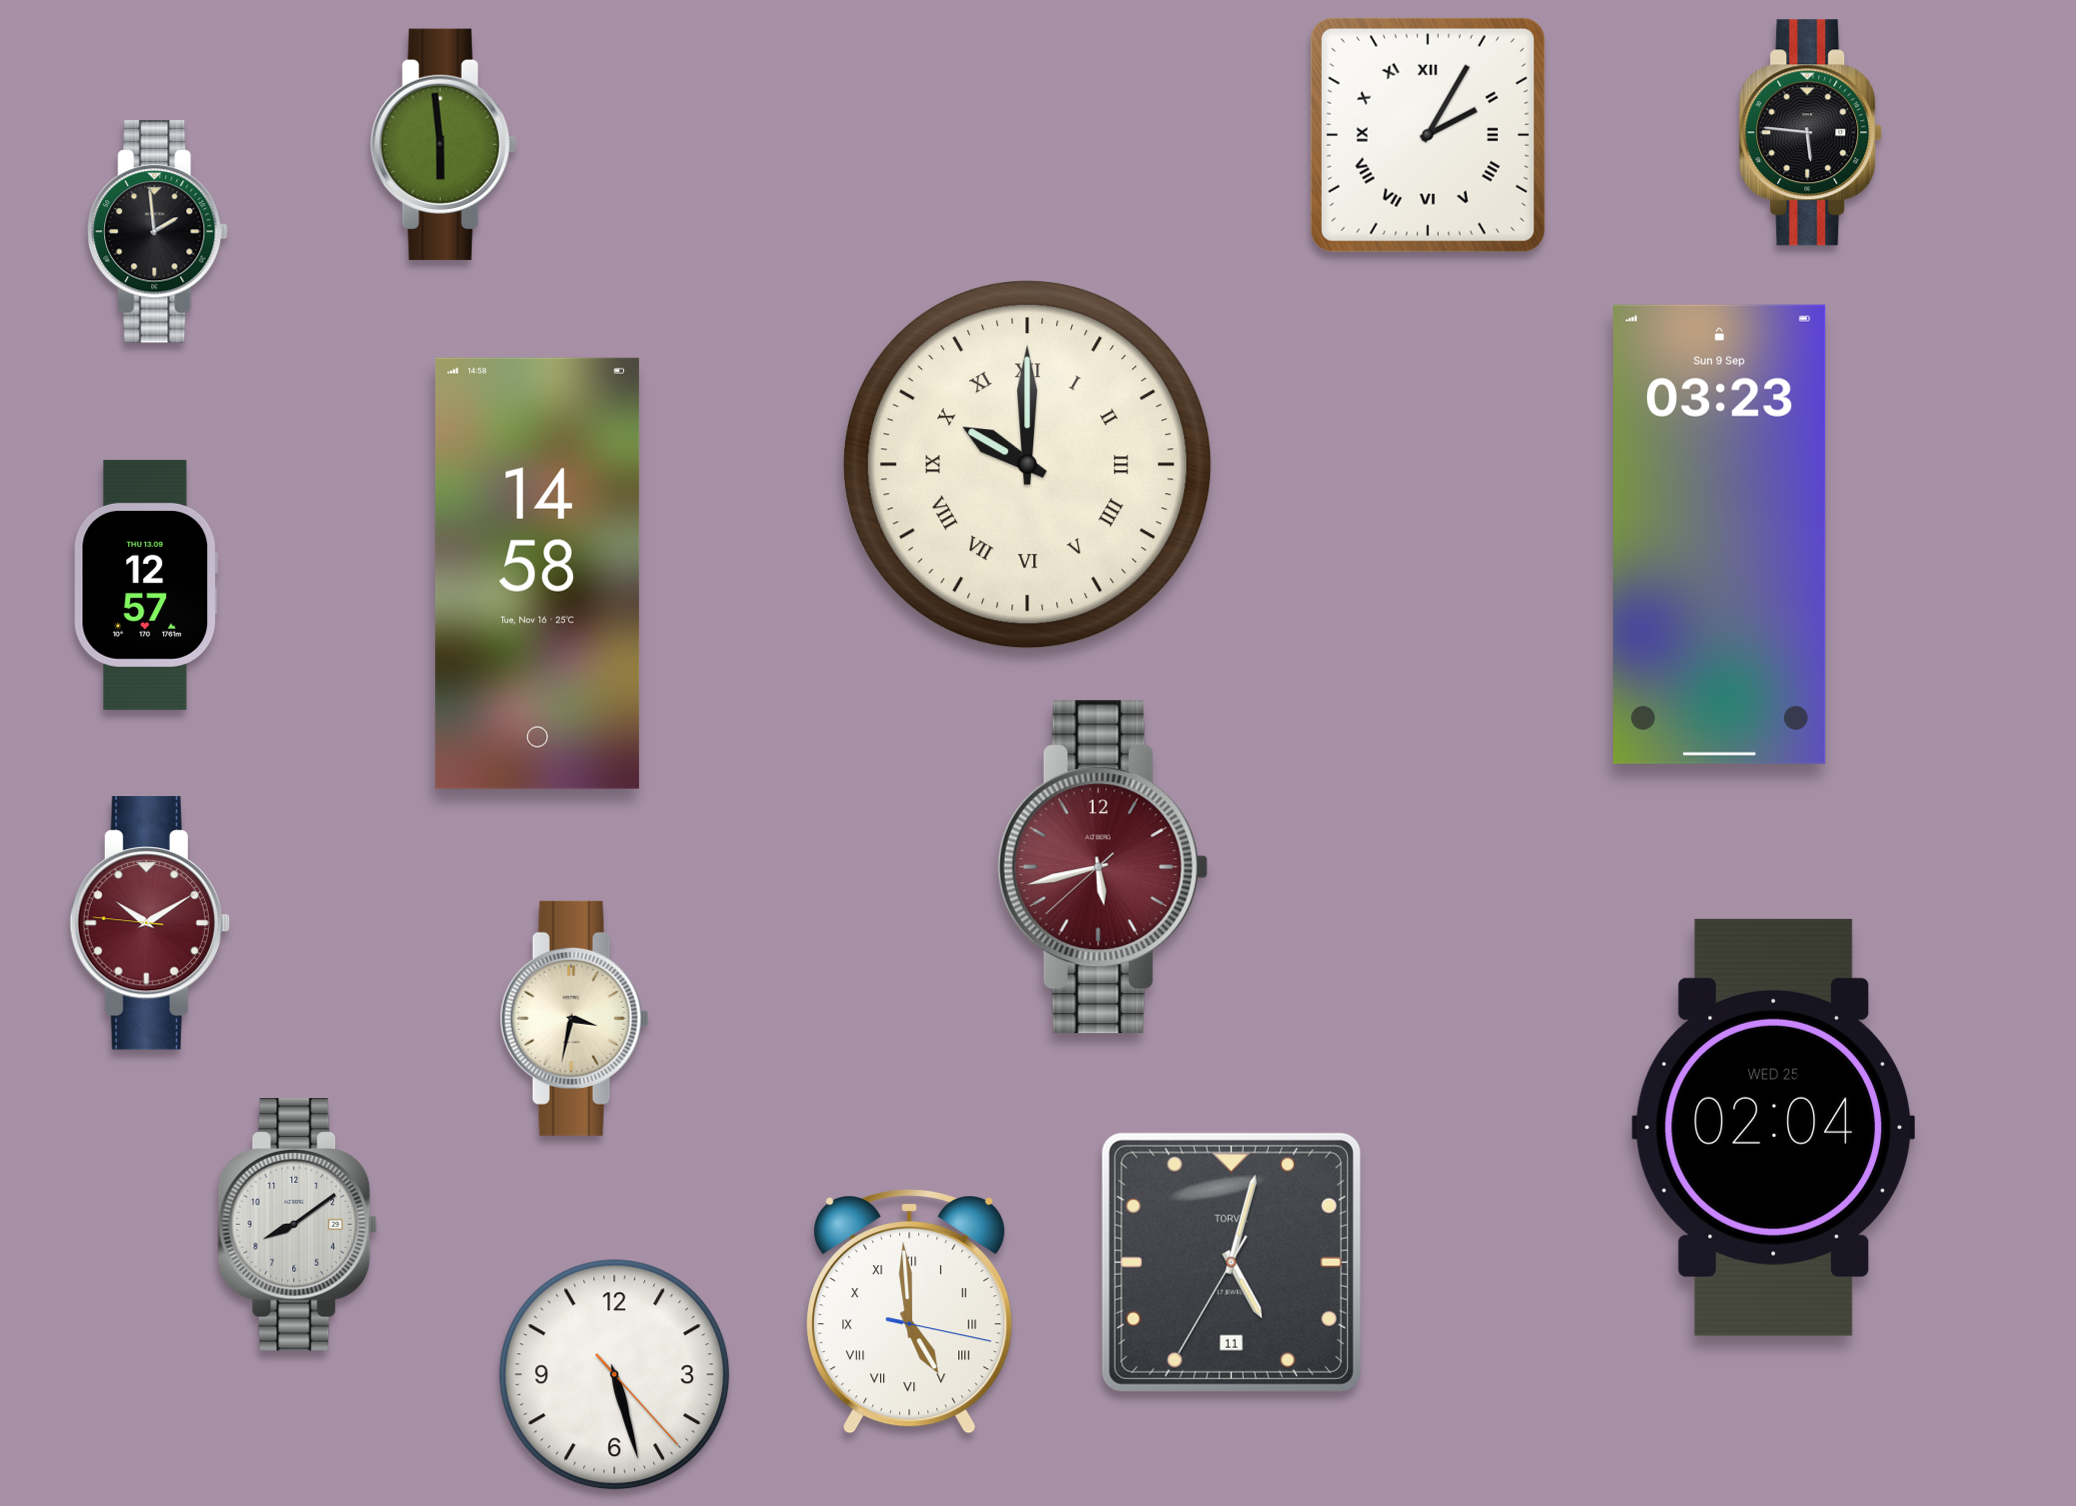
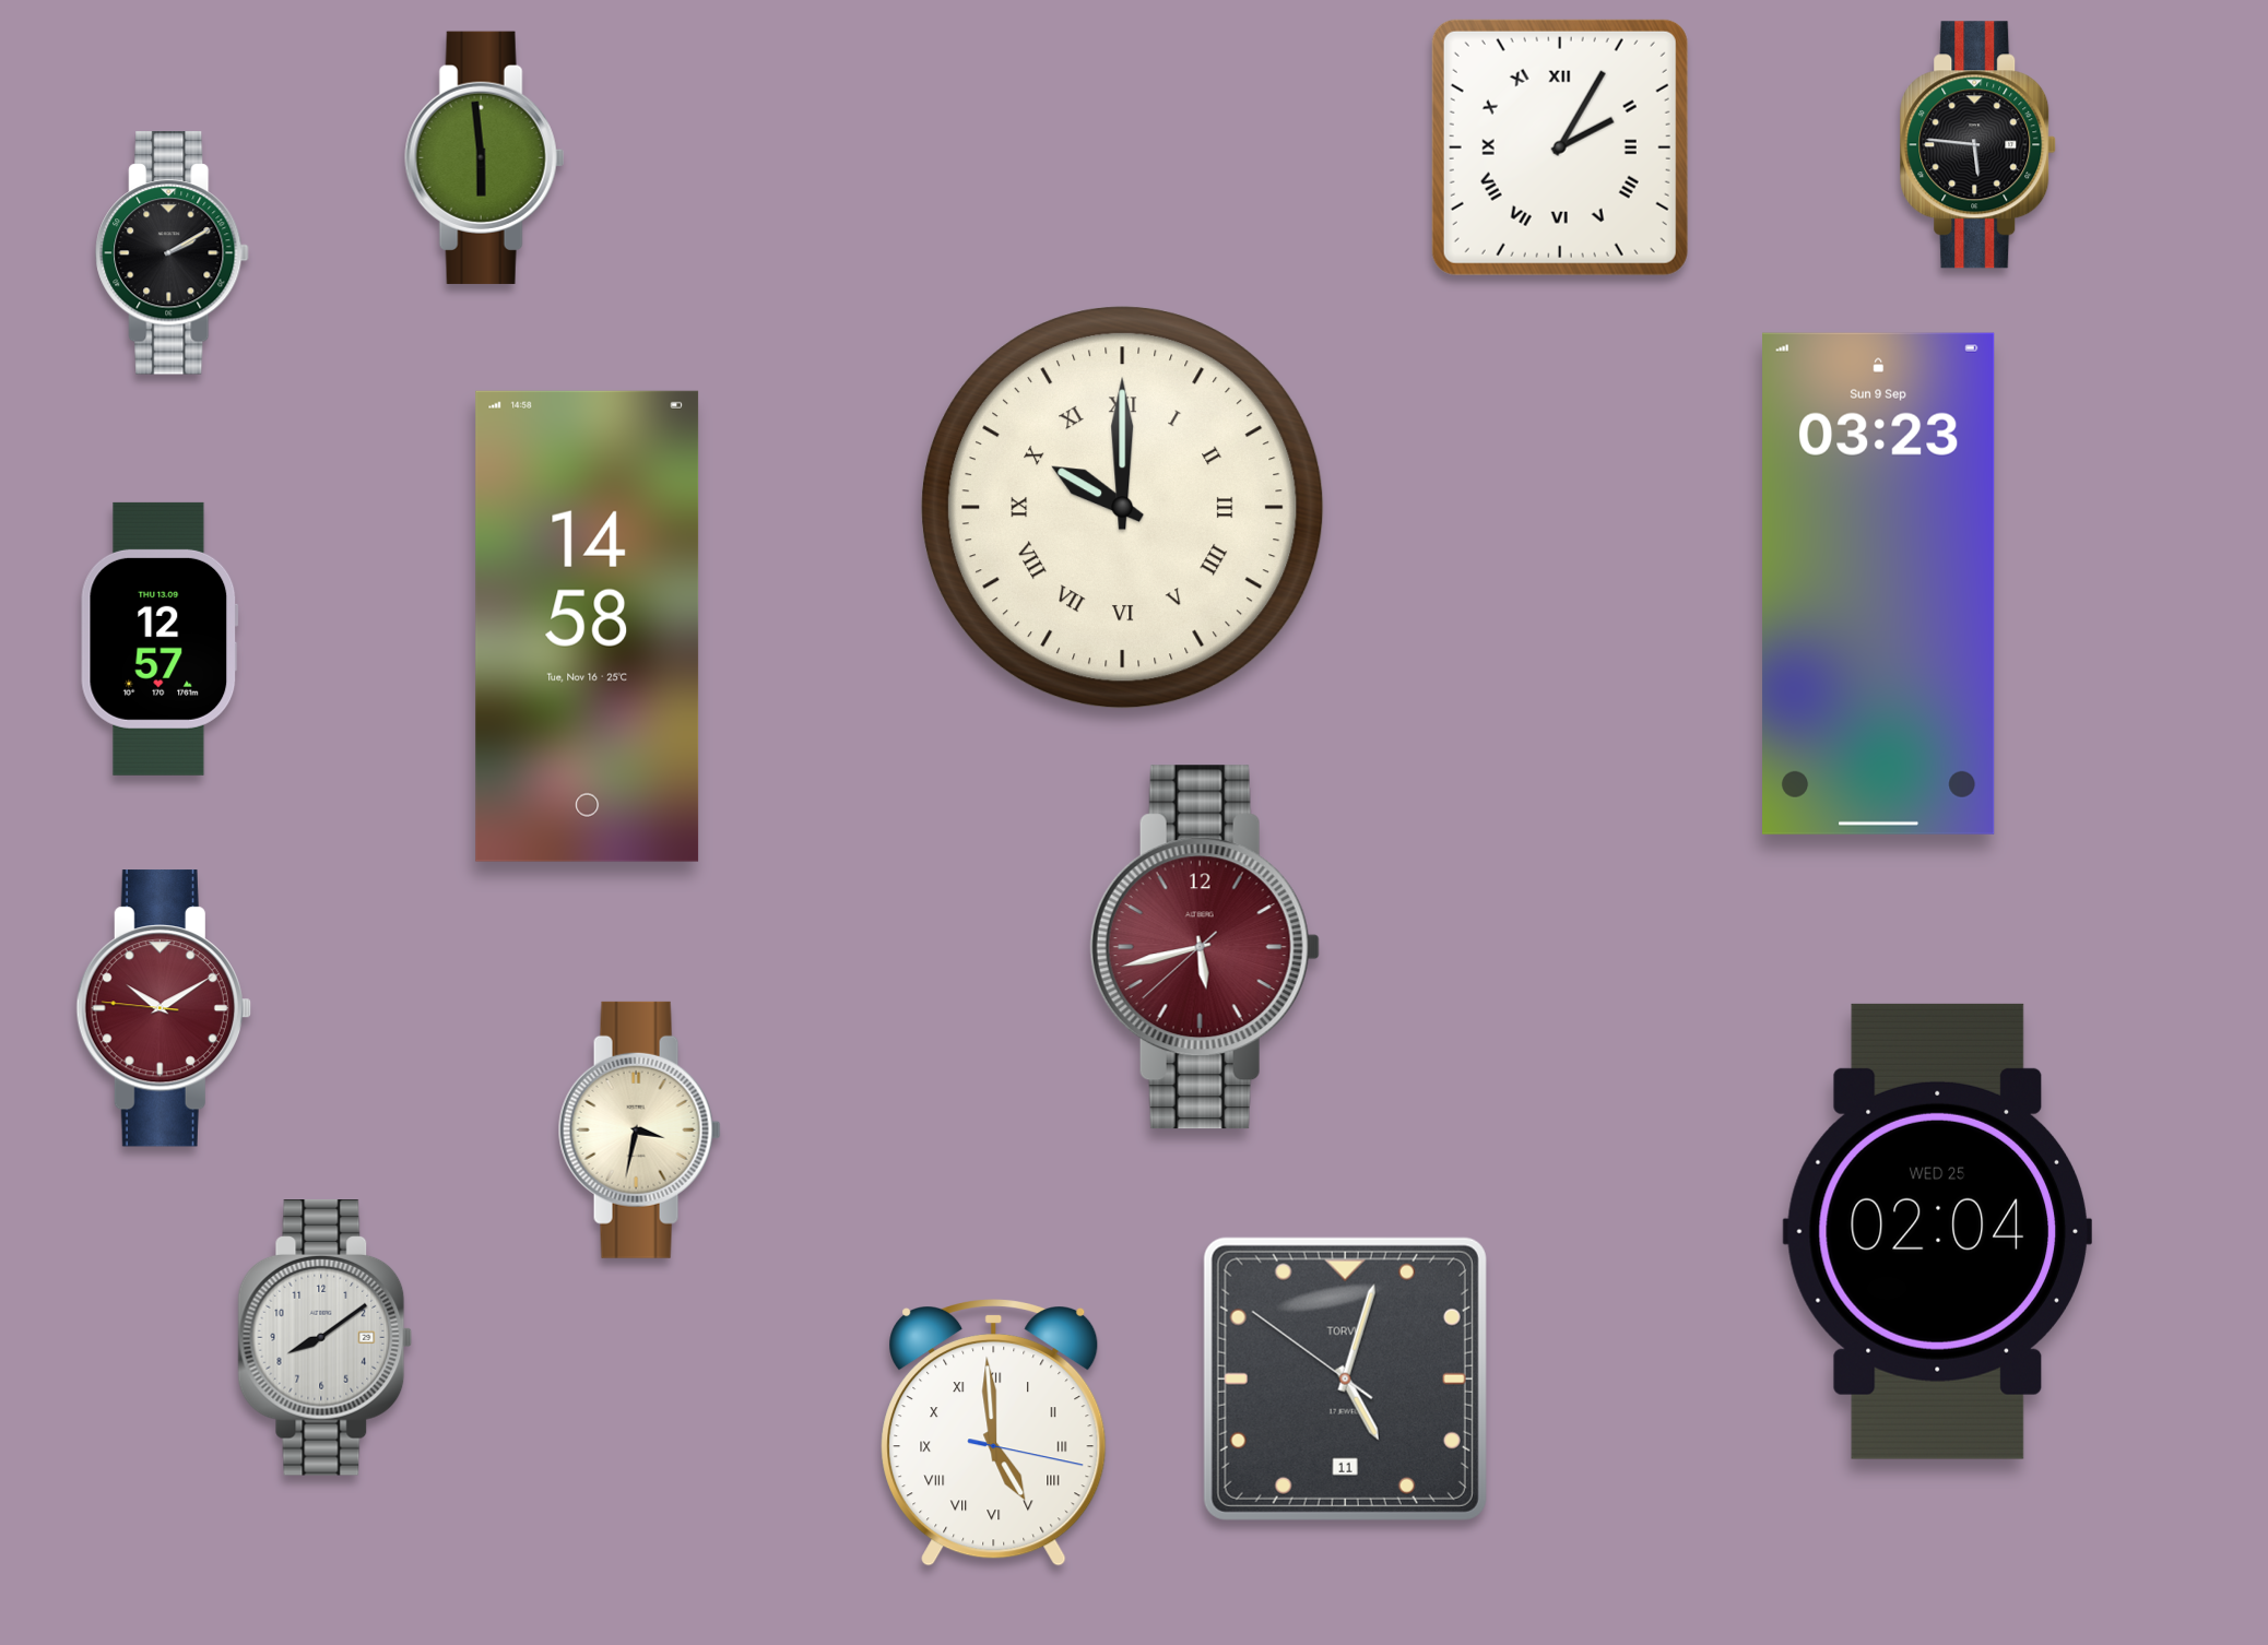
clock at (158, 232): 1:59 -> 2:10
clock at (574, 1018) position: (574, 1018) -> (639, 1129)
clock at (1231, 1262): 5:02:35 -> 5:02:51
clock at (615, 1375): 5:27 -> none
